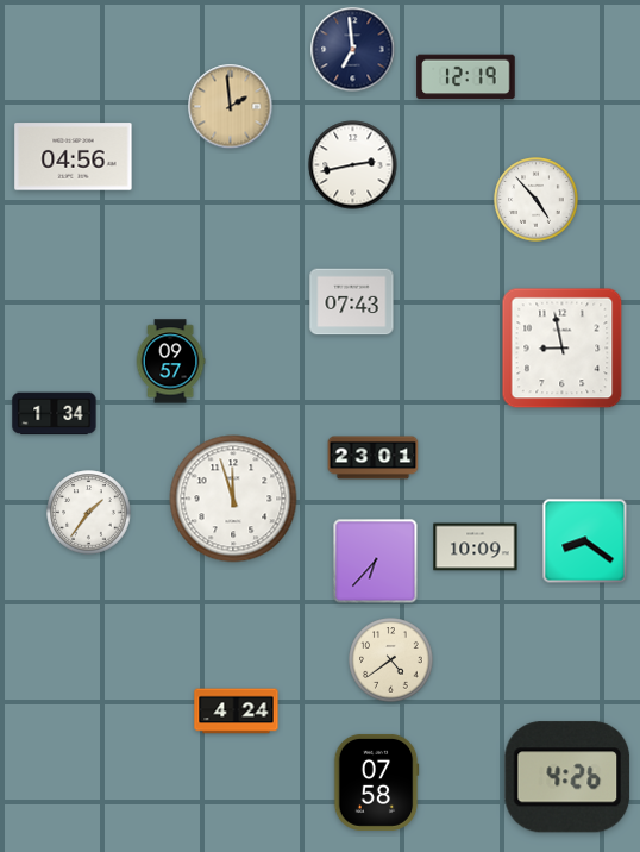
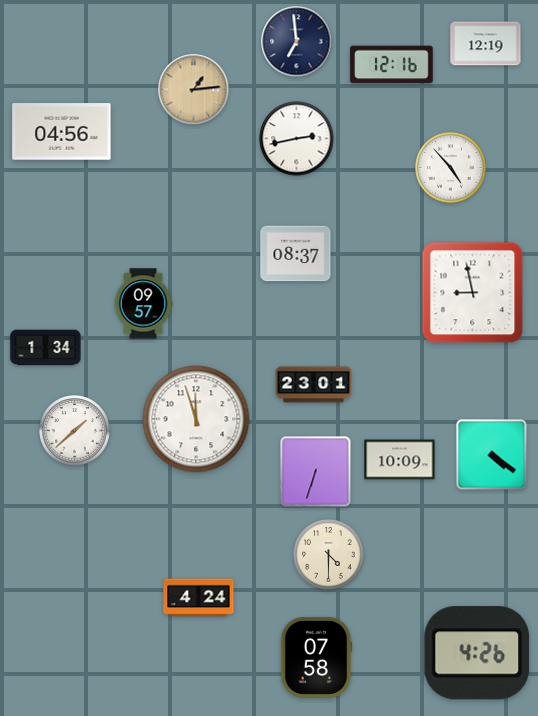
clock at (486, 44): none -> 12:19
clock at (466, 77): 12:19 -> 12:16
clock at (231, 107): 1:59 -> 1:14
clock at (352, 302): 07:43 -> 08:37
clock at (89, 513): 1:36 -> 1:38
clock at (585, 541): 8:21 -> 4:21
clock at (376, 562): 6:37 -> 6:33
clock at (391, 660): 4:39 -> 4:30
